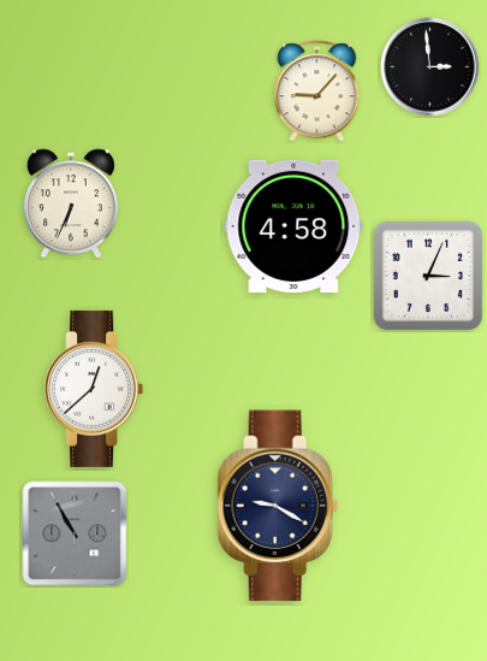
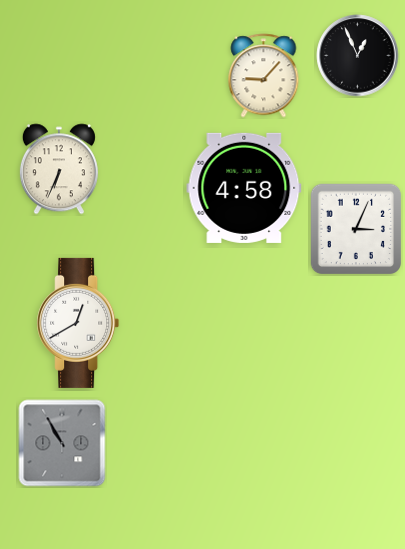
clock at (430, 67): 2:59 -> 12:56
clock at (94, 389): 12:38 -> 12:40
clock at (278, 506): 9:20 -> none
